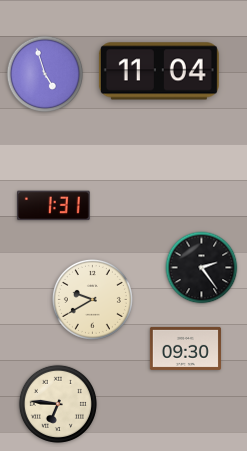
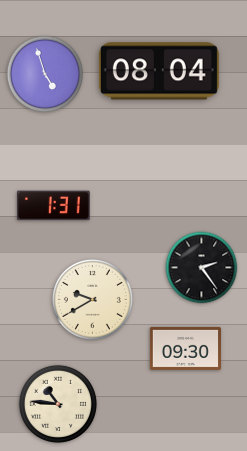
clock at (159, 71): 11:04 -> 08:04
clock at (58, 404): 6:46 -> 10:46
